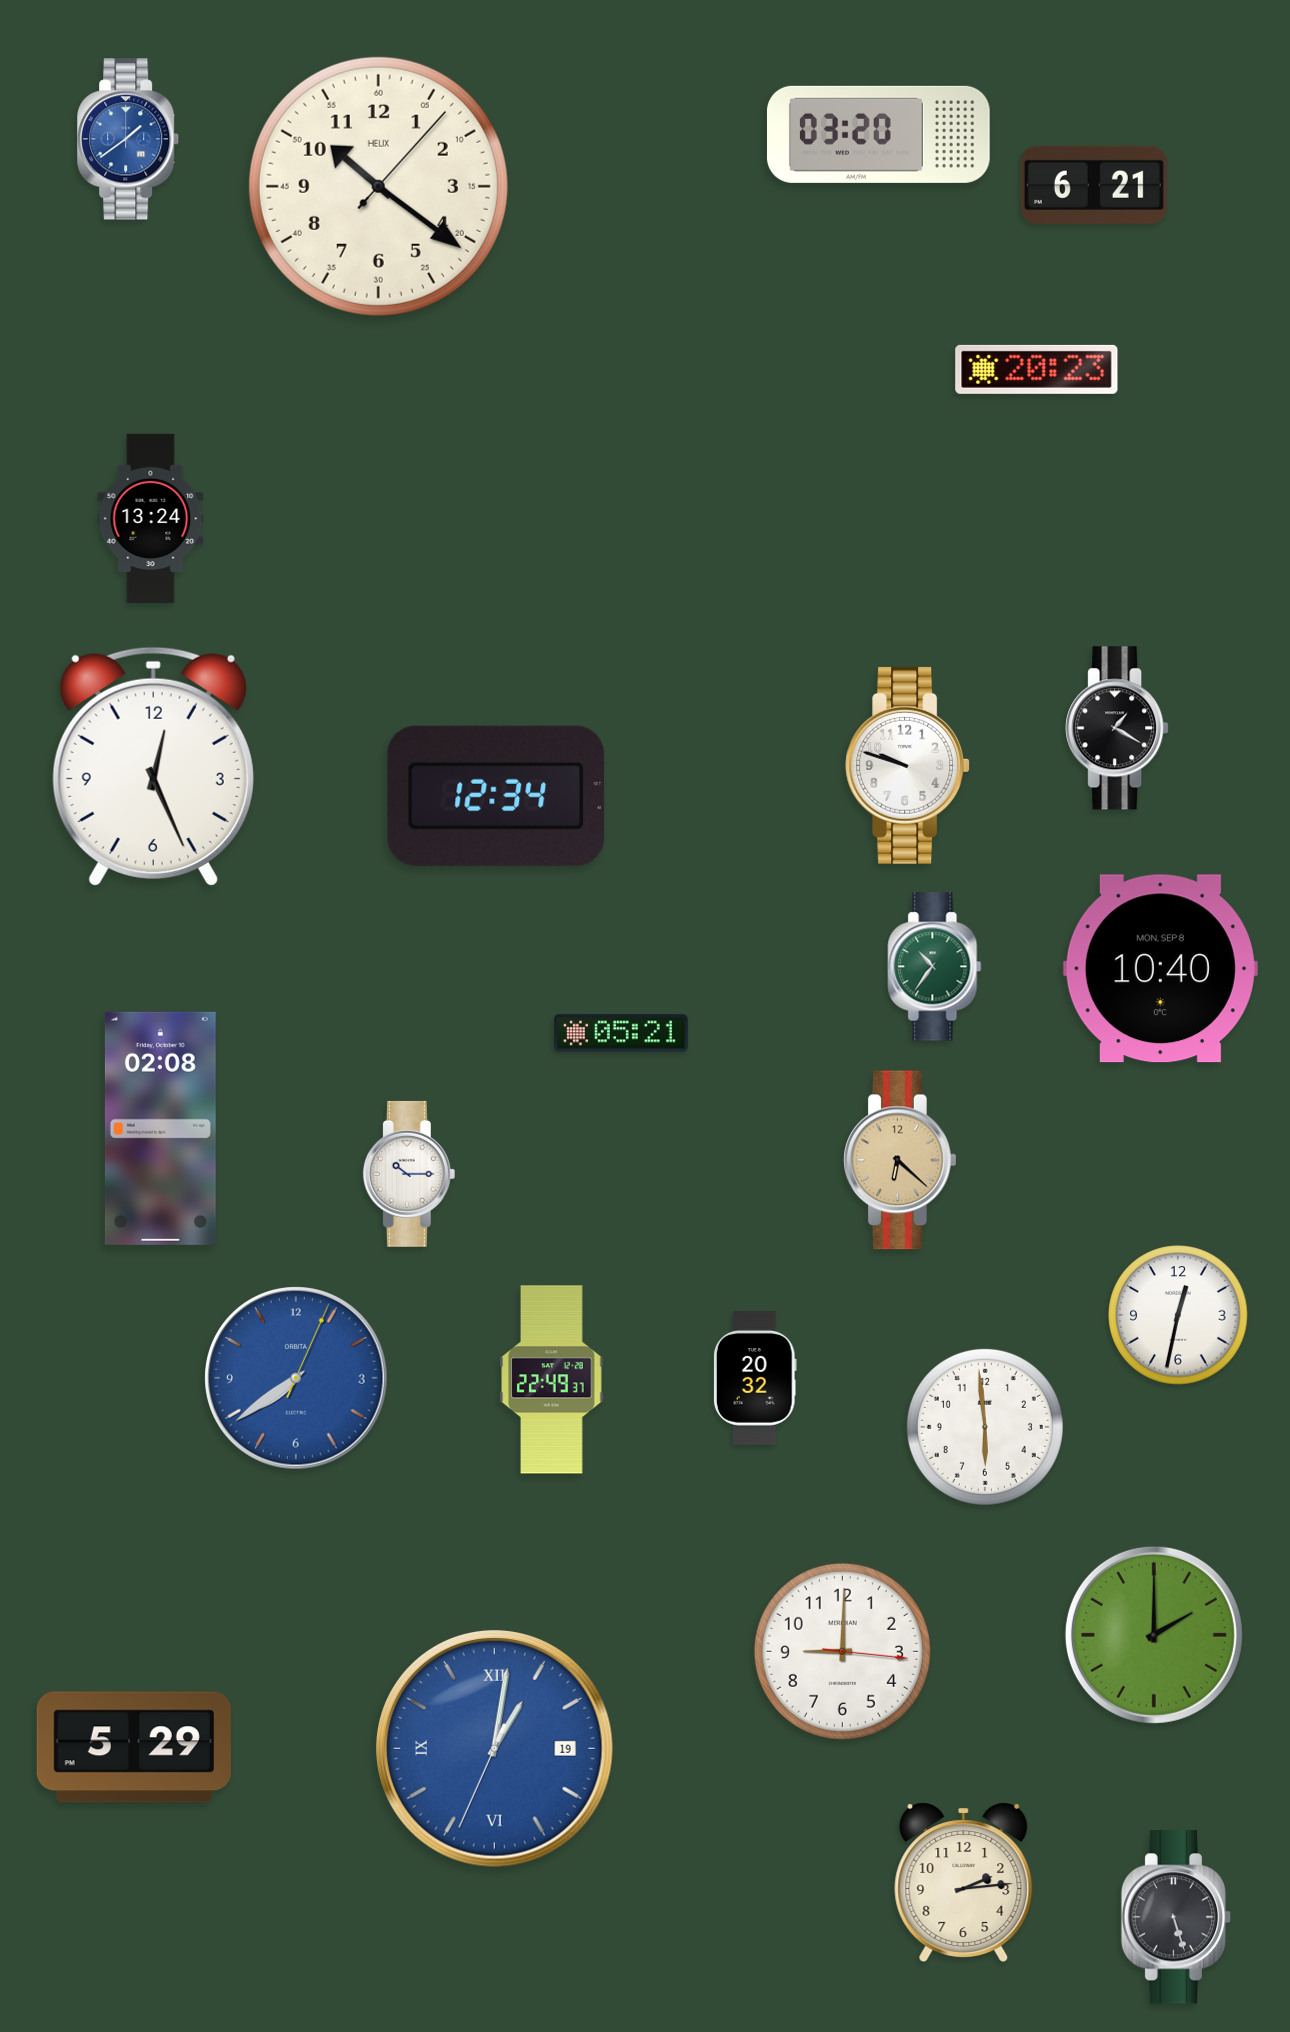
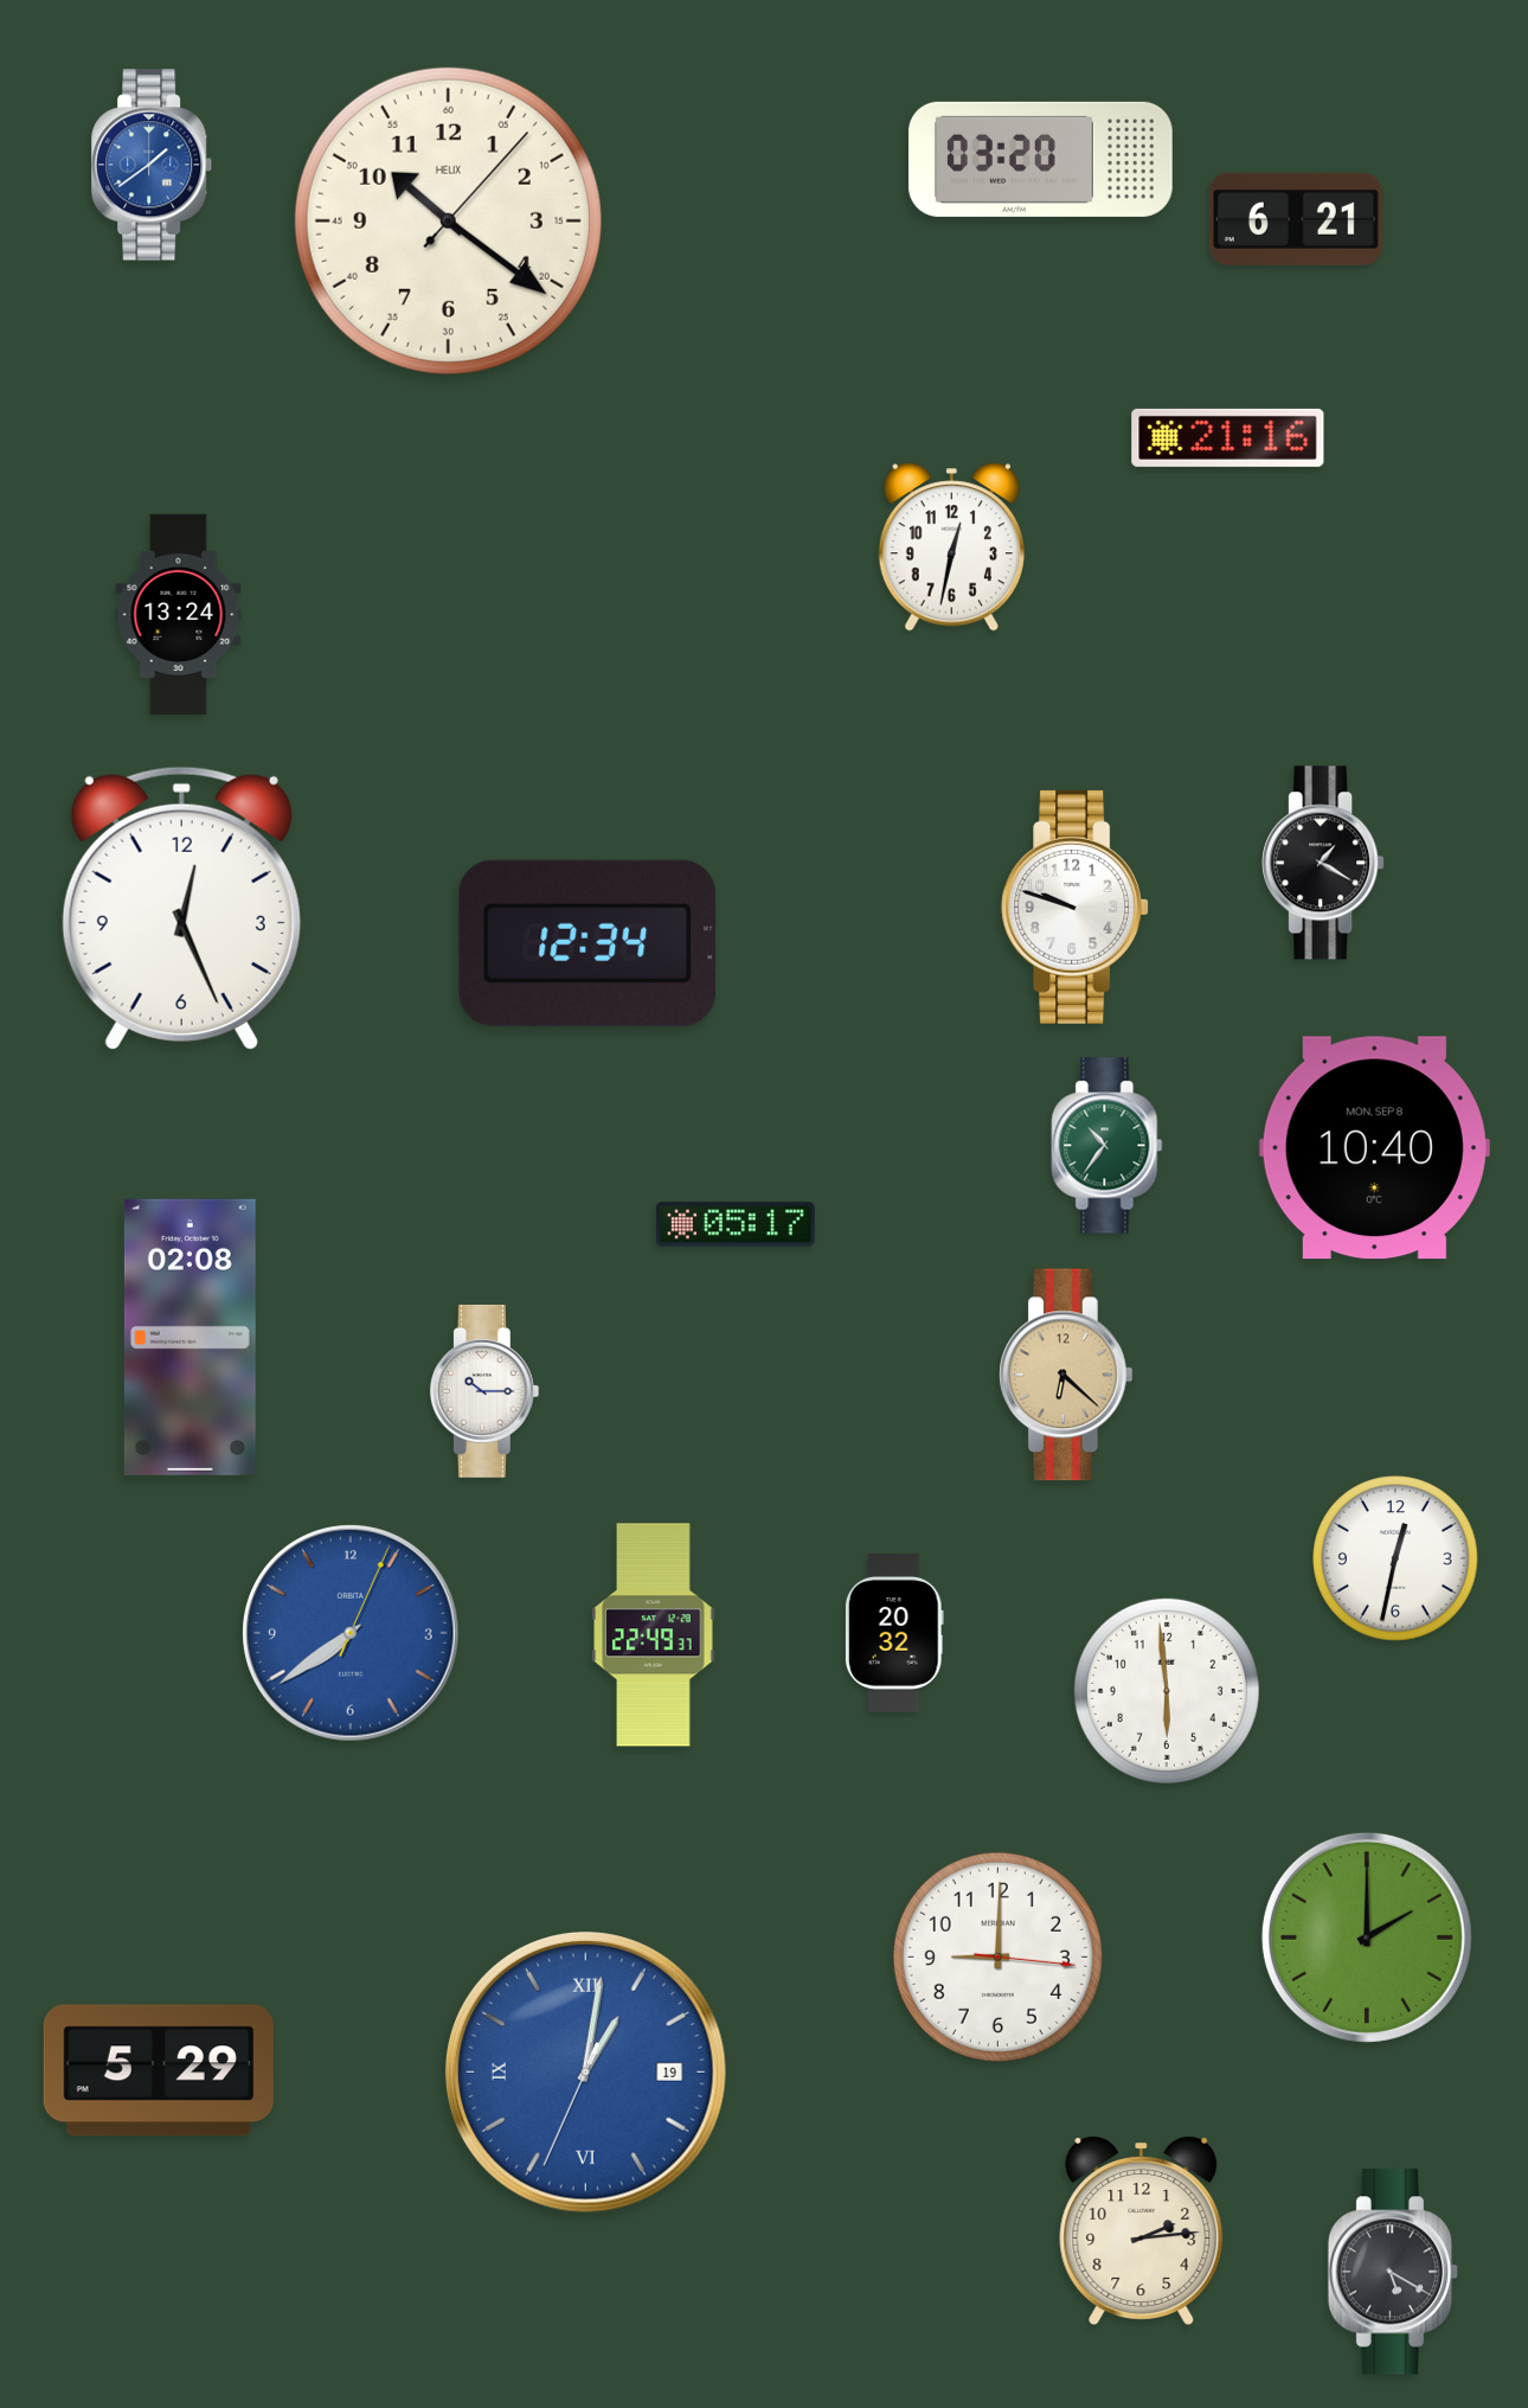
clock at (1037, 369): 20:23 -> 21:16
clock at (951, 547): none -> 12:32
clock at (621, 1033): 05:21 -> 05:17
clock at (1176, 1917): 5:27 -> 5:20
